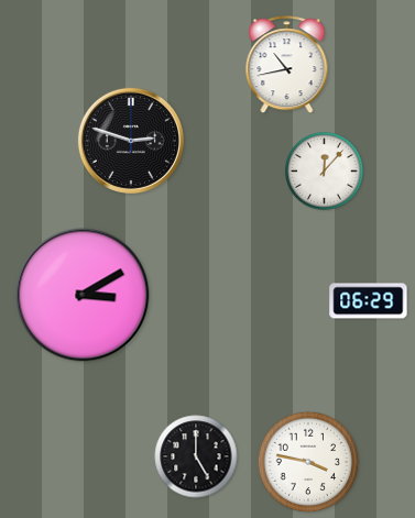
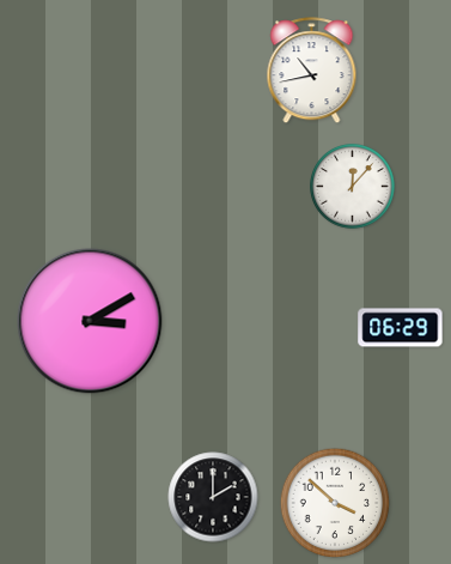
clock at (131, 141): 2:48 -> none
clock at (196, 456): 5:00 -> 2:00
clock at (308, 462): 3:47 -> 3:52
